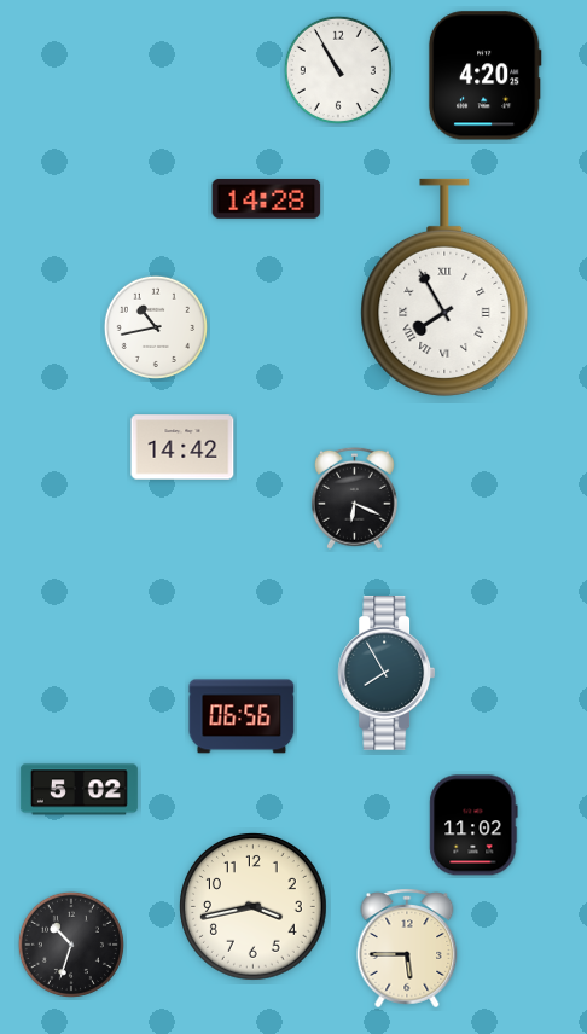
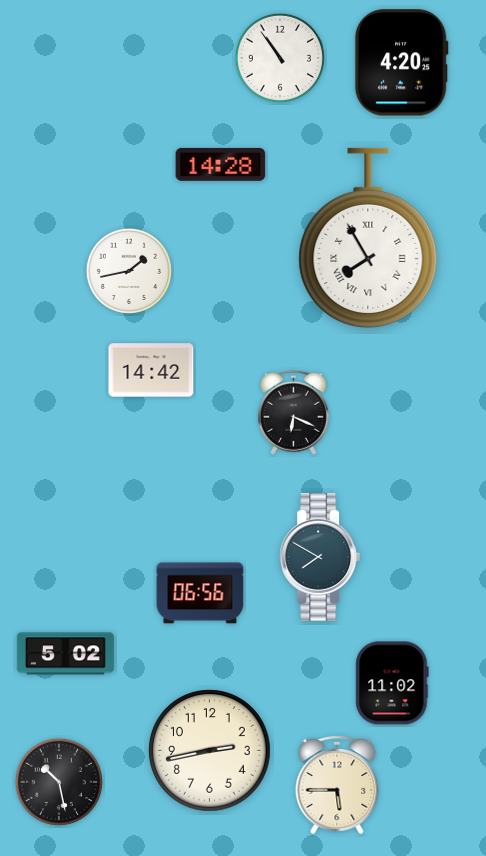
clock at (338, 70): 10:55 -> 10:54
clock at (156, 327): 10:43 -> 1:43
clock at (387, 674): 7:55 -> 7:50
clock at (254, 907): 3:43 -> 2:43
clock at (71, 945): 10:33 -> 10:28
